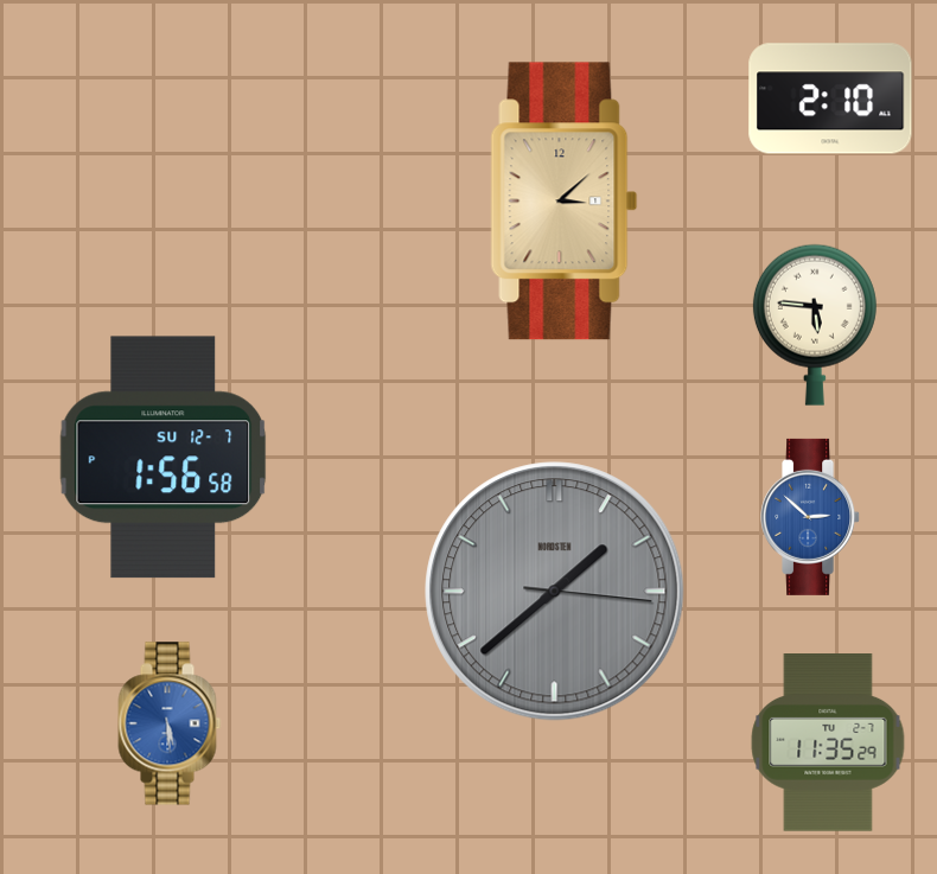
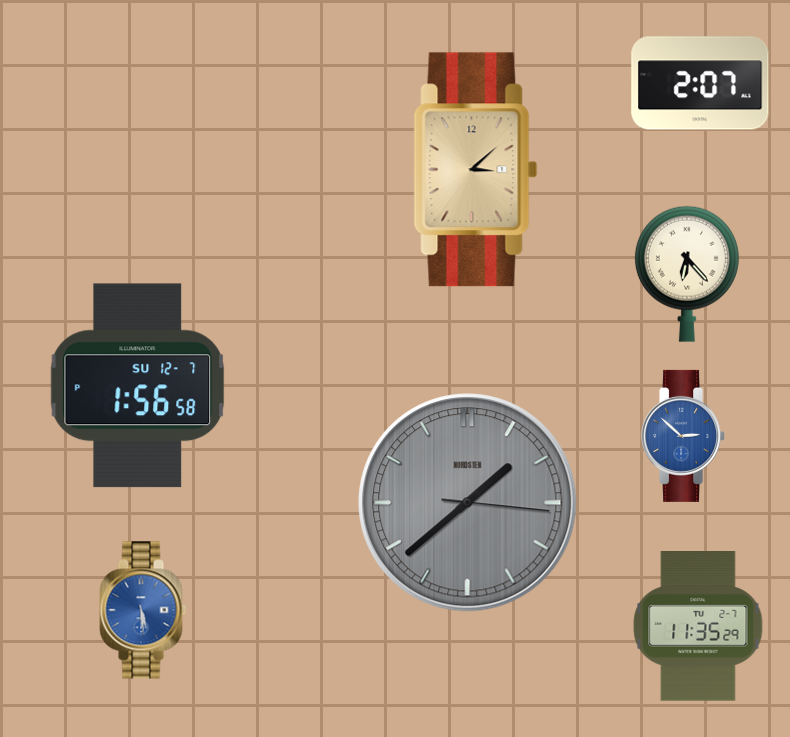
clock at (830, 98): 2:10 -> 2:07
clock at (815, 325): 5:46 -> 6:23
clock at (555, 592) position: (555, 592) -> (468, 503)
